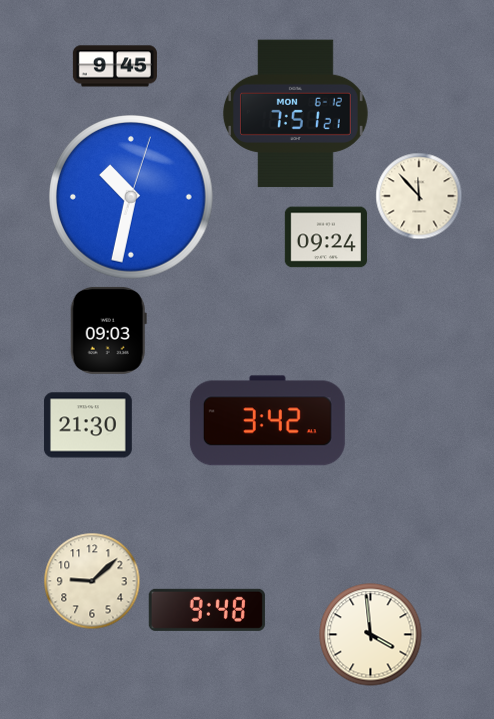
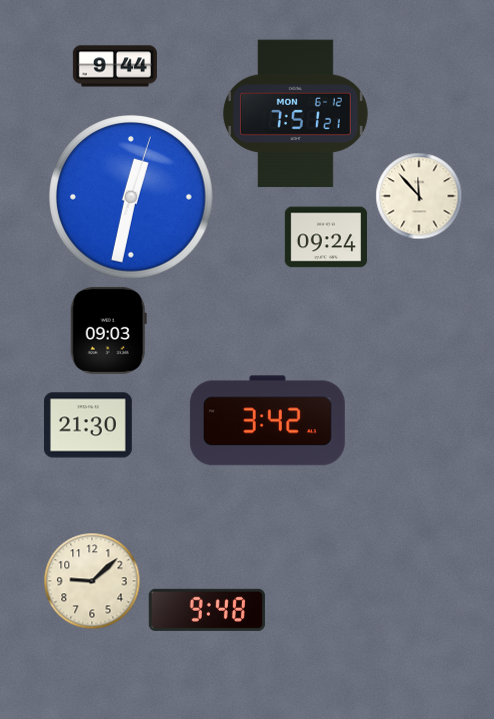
clock at (115, 66): 9:45 -> 9:44
clock at (131, 197): 10:32 -> 12:32
clock at (371, 635): 3:59 -> none
